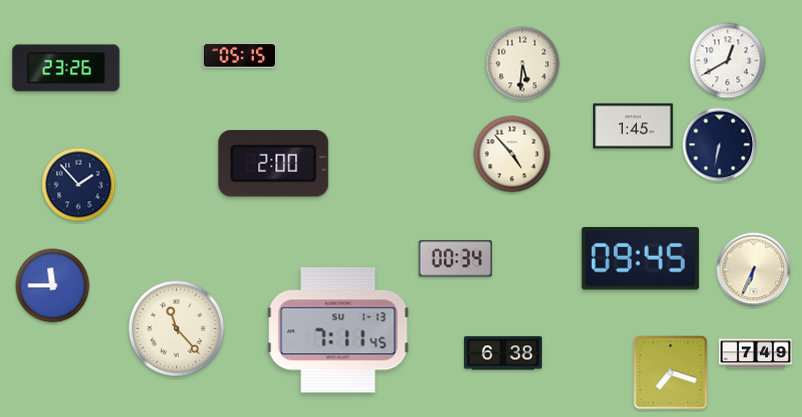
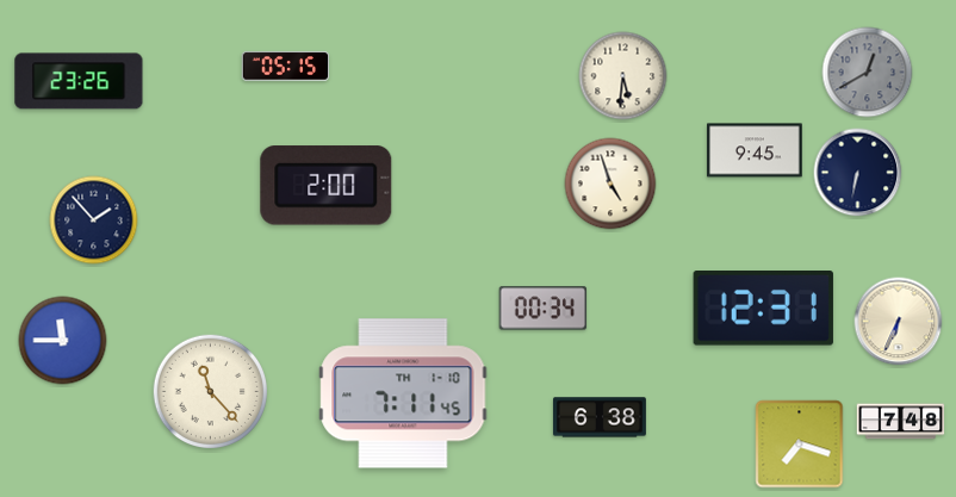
clock at (728, 61) dial: white -> grey
clock at (633, 126): 1:45 -> 9:45
clock at (512, 154): 4:53 -> 4:57
clock at (274, 164) position: (274, 164) -> (327, 186)
clock at (640, 259): 09:45 -> 12:31
clock at (338, 330) date: SU 1-13 -> TH 1-10
clock at (503, 353) position: (503, 353) -> (600, 417)
clock at (756, 354): 7:49 -> 7:48
